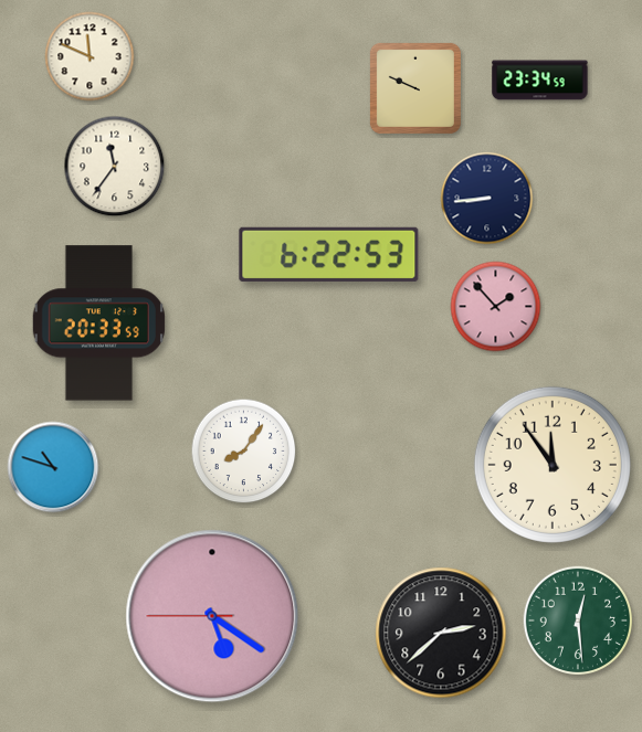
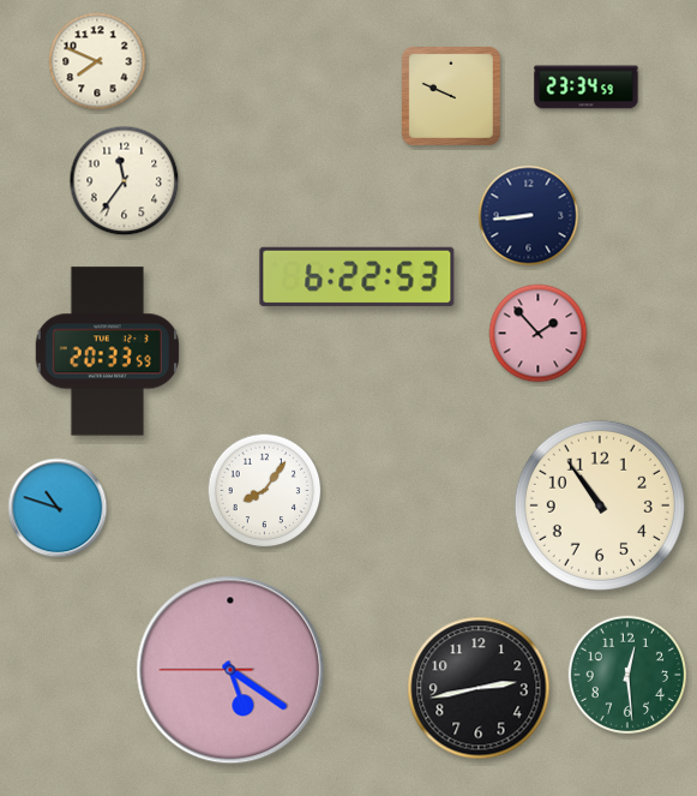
clock at (90, 56): 11:49 -> 7:49
clock at (552, 465): 11:54 -> 10:54
clock at (441, 633): 2:38 -> 2:43
